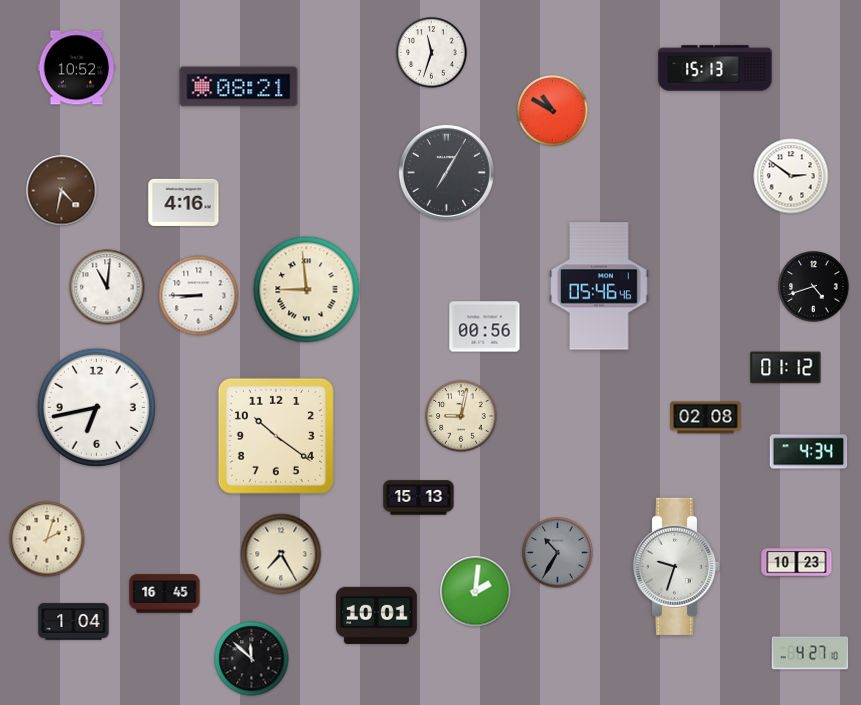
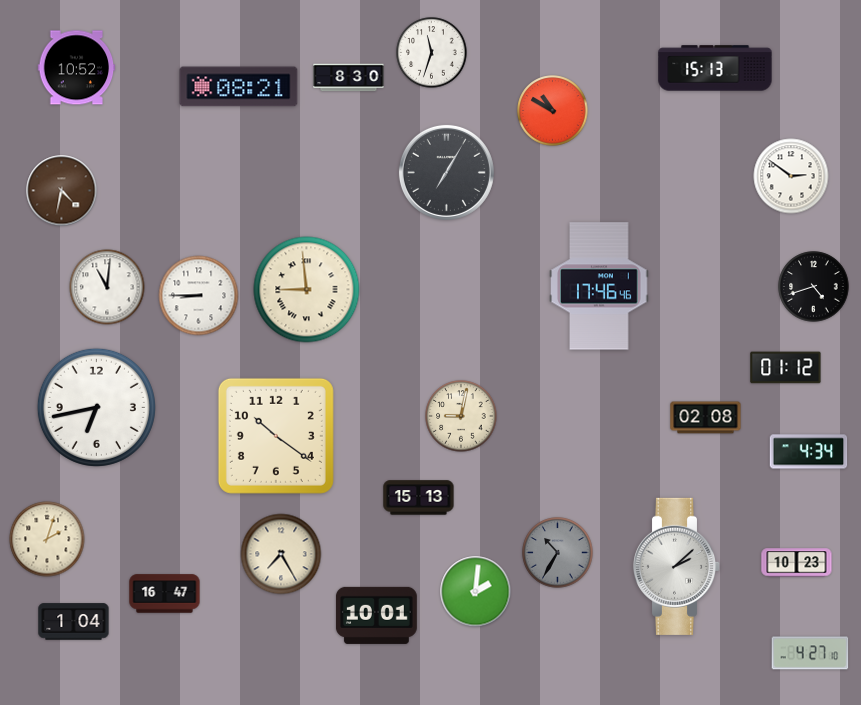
clock at (349, 78): none -> 8:30
clock at (184, 202): 4:16 -> none
clock at (599, 286): 05:46 -> 17:46
clock at (485, 327): 00:56 -> none
clock at (677, 566): 9:33 -> 2:08
clock at (165, 594): 16:45 -> 16:47
clock at (252, 659): 11:52 -> none
